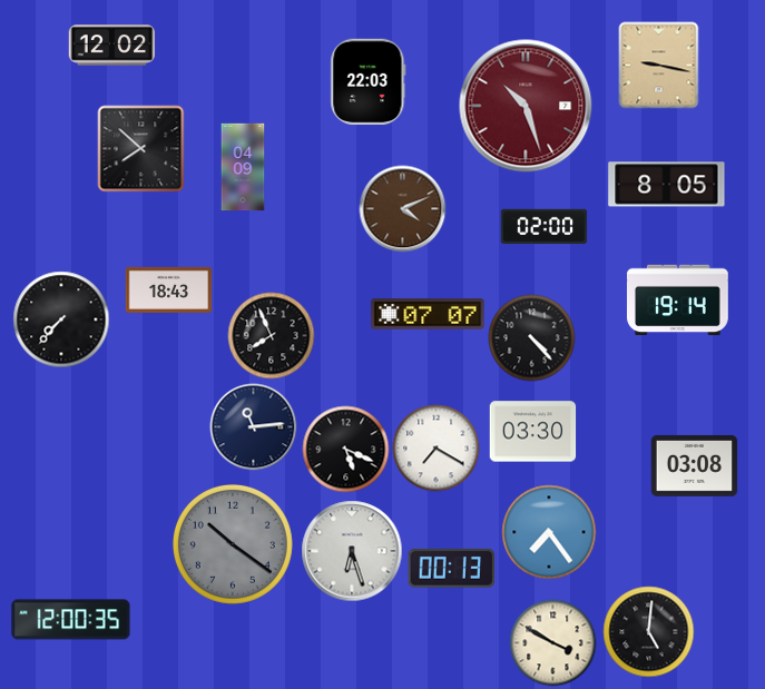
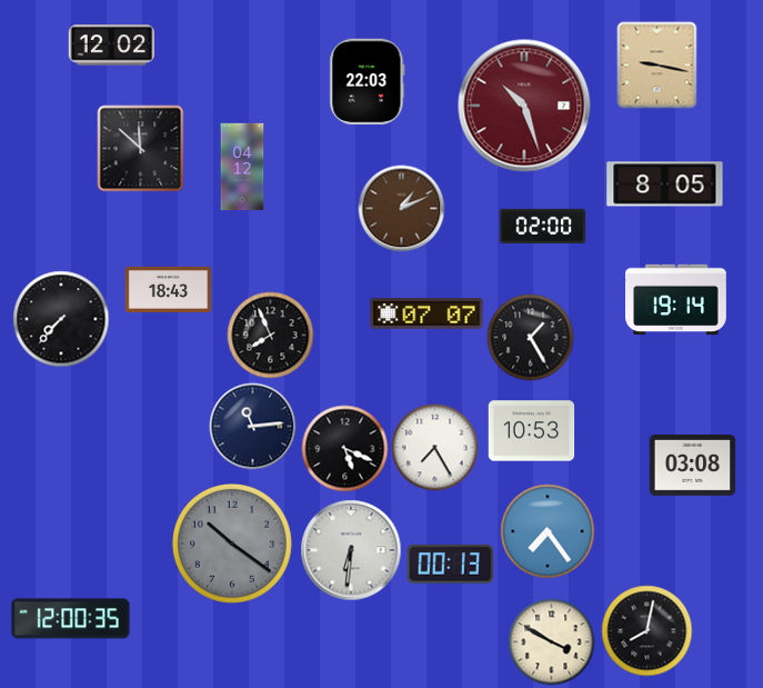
clock at (140, 148): 7:52 -> 11:52
clock at (243, 167): 04:09 -> 04:12
clock at (402, 208): 4:11 -> 1:11
clock at (531, 337): 4:23 -> 1:25
clock at (532, 432): 03:30 -> 10:53
clock at (435, 447): 7:20 -> 7:25
clock at (352, 551): 6:27 -> 6:31
clock at (451, 569) position: (451, 569) -> (450, 565)
clock at (648, 631): 5:01 -> 8:02
